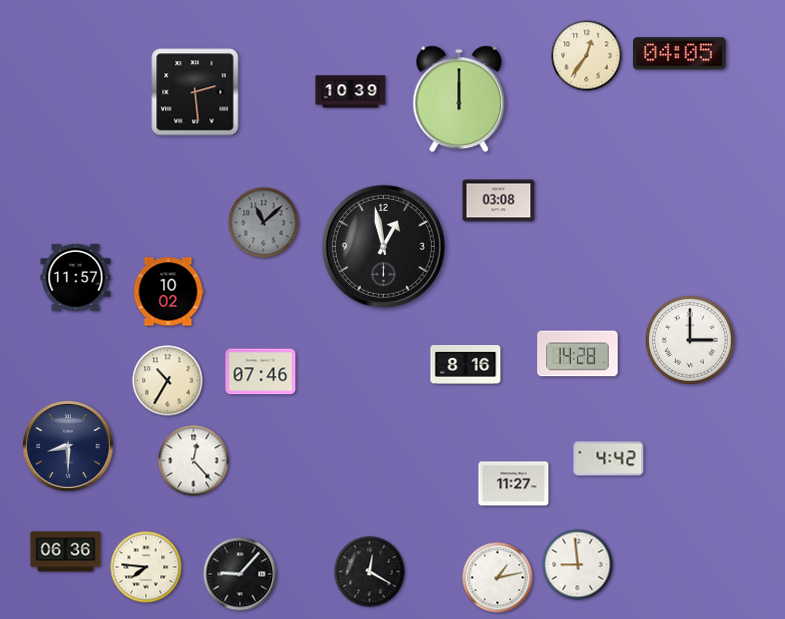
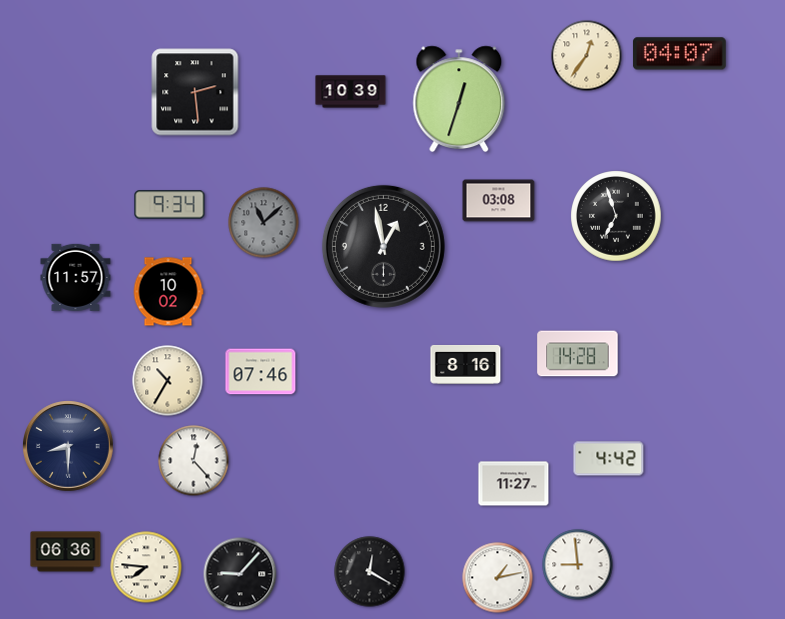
clock at (679, 54): 04:05 -> 04:07
clock at (459, 99): 12:00 -> 12:33
clock at (170, 205): none -> 9:34
clock at (616, 216): none -> 6:57
clock at (690, 340): 3:00 -> none
